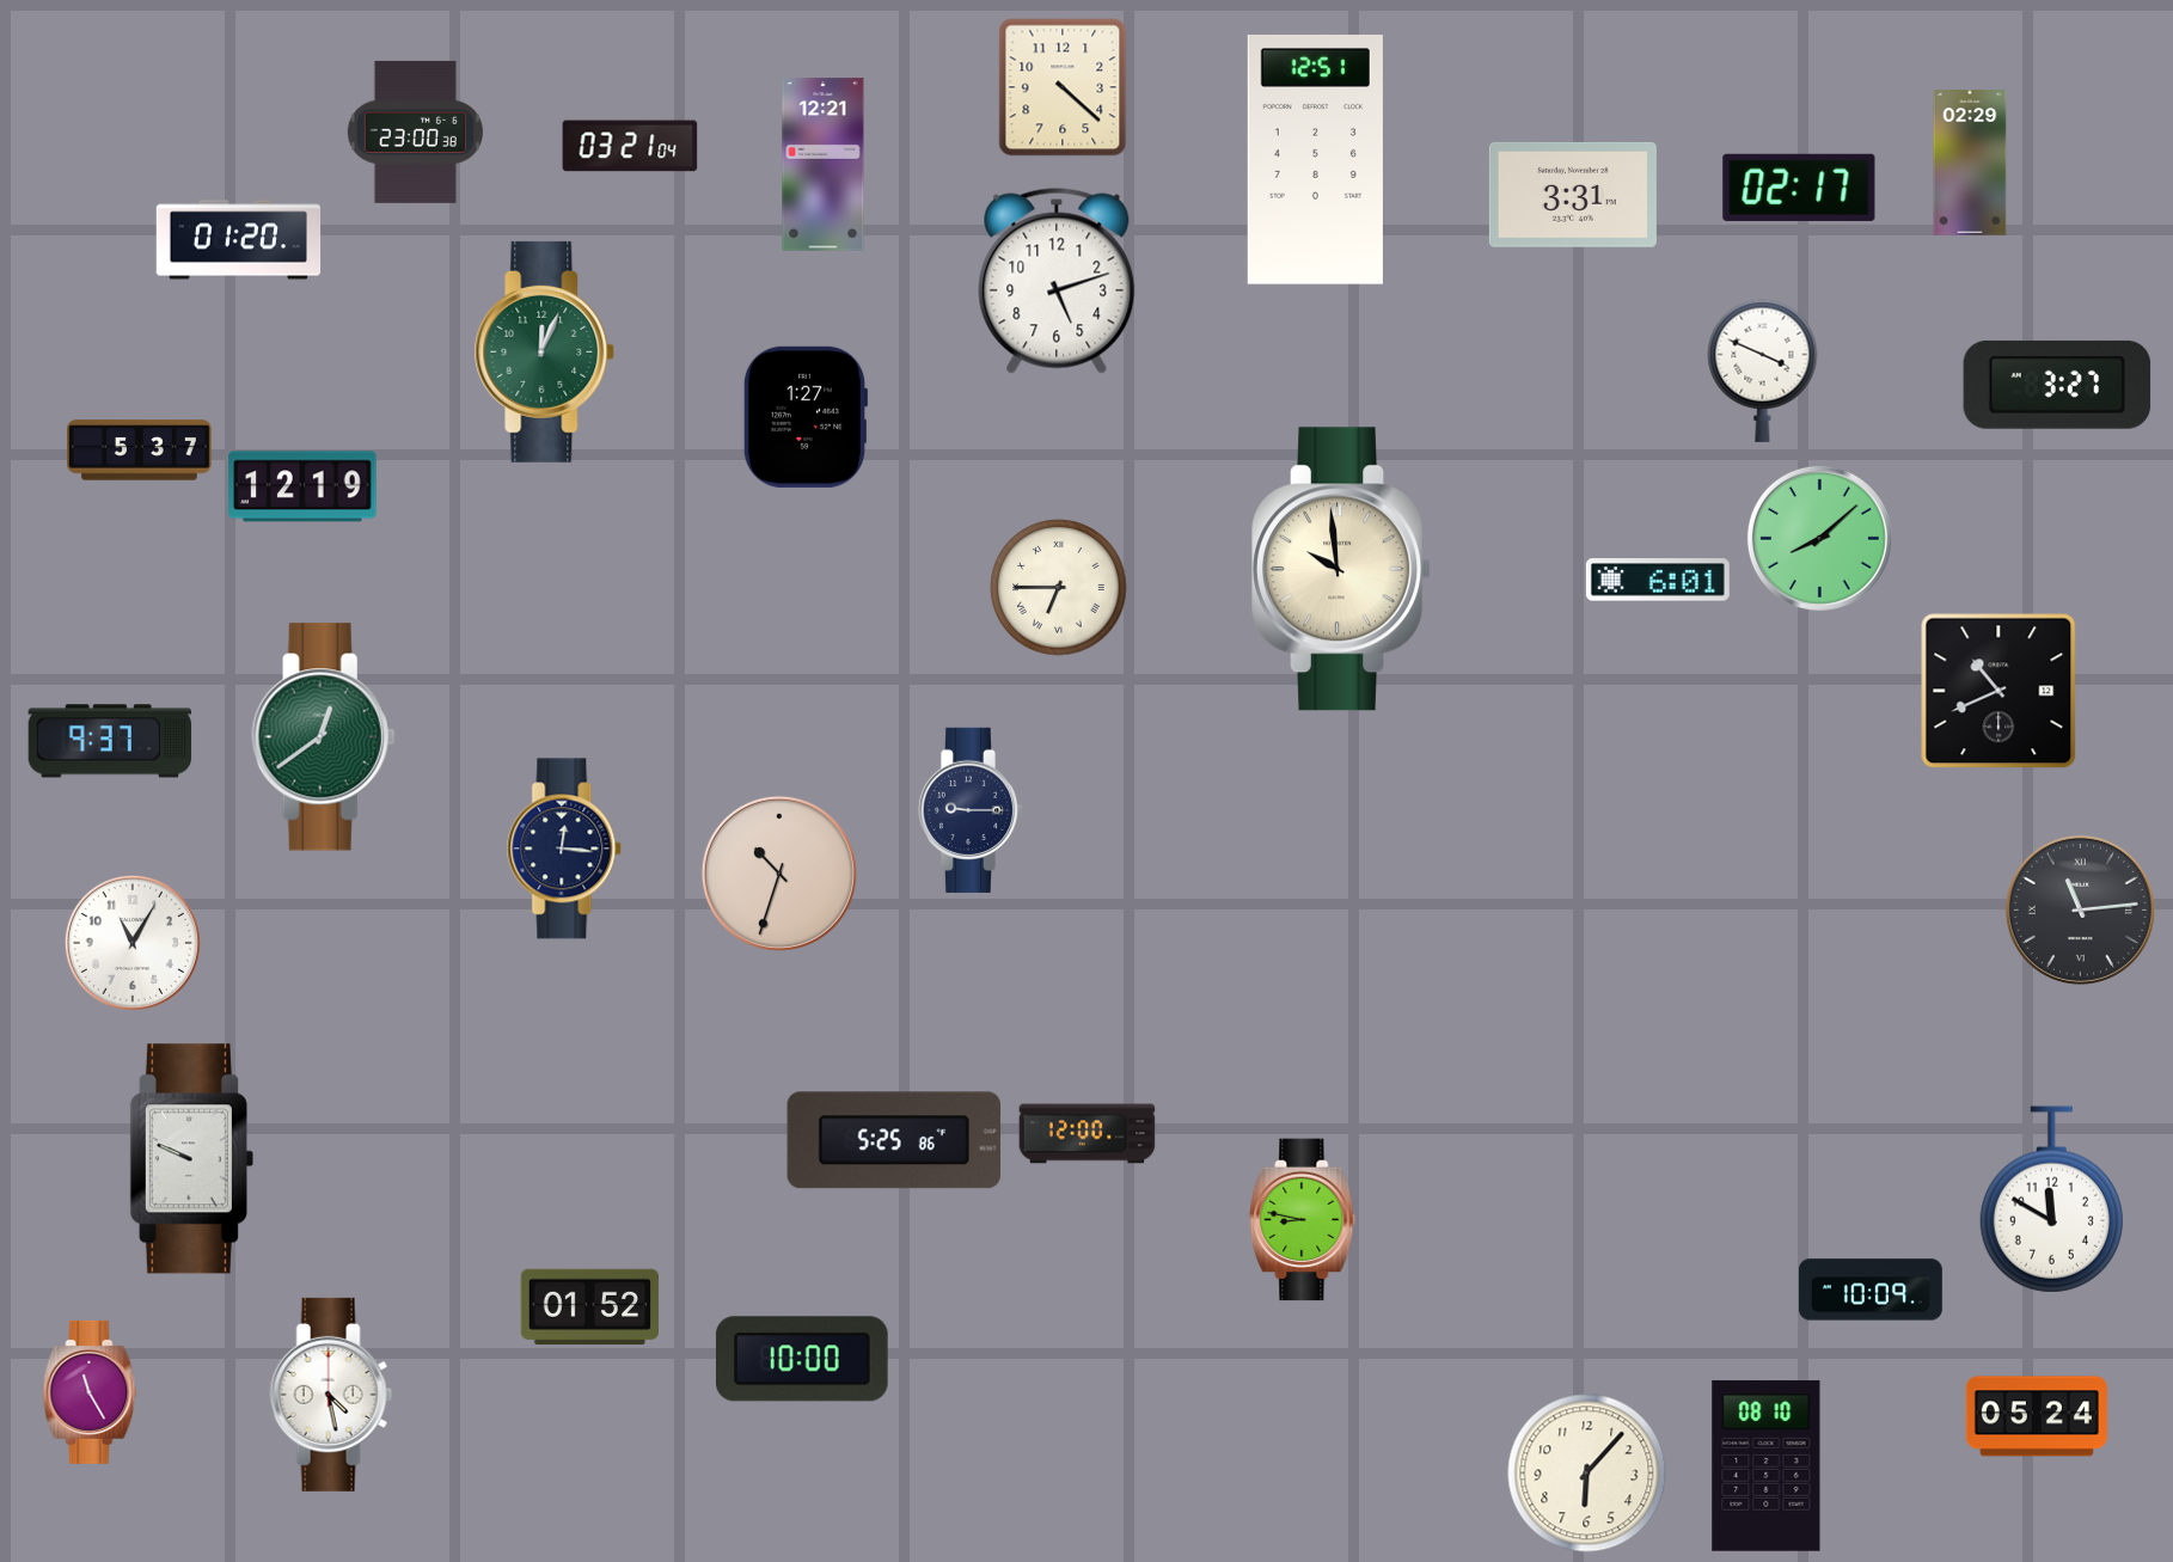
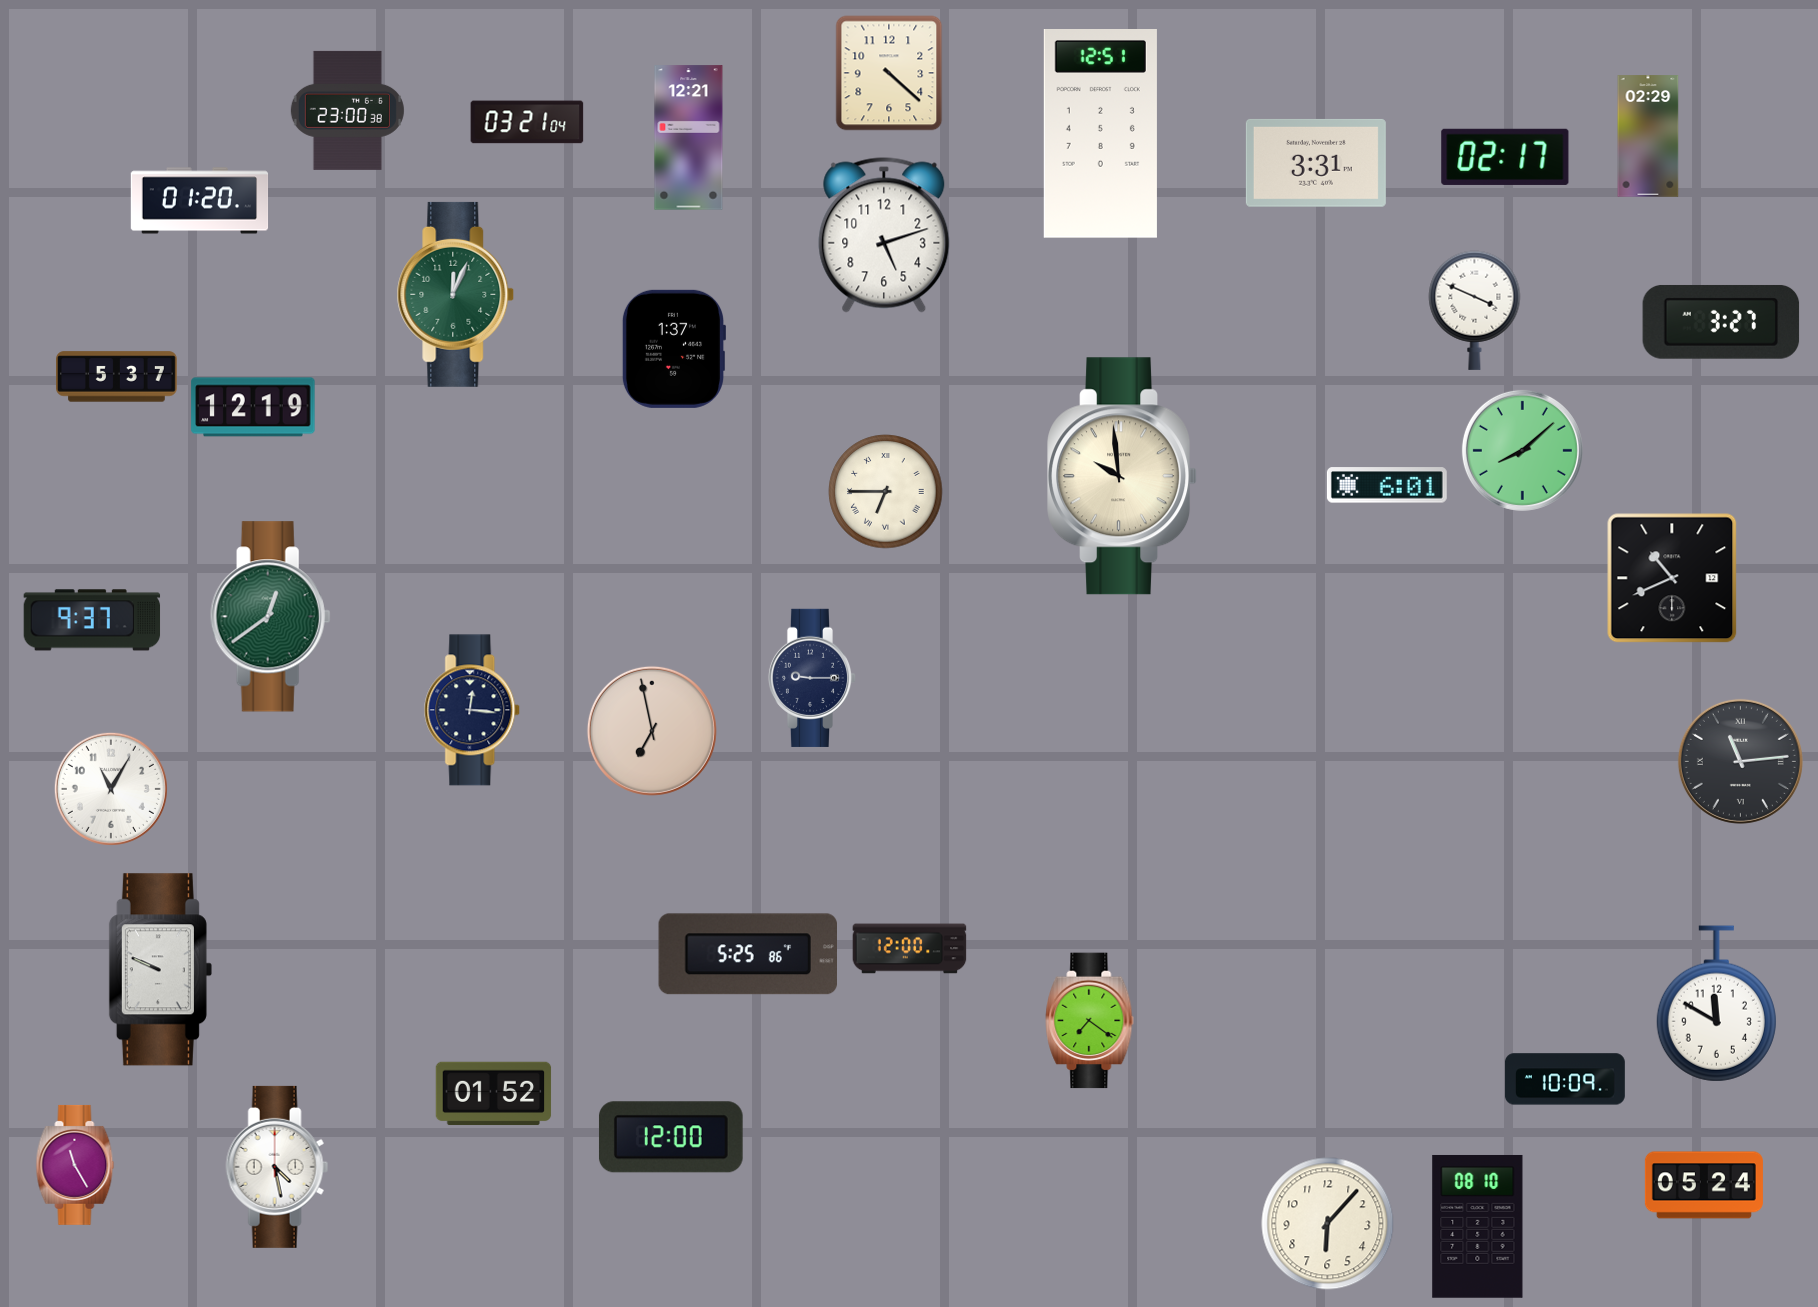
clock at (804, 417): 1:27 -> 1:37
clock at (779, 874): 10:33 -> 6:58
clock at (1303, 1220): 8:47 -> 7:21
clock at (802, 1359): 10:00 -> 12:00
clock at (1587, 1474) position: (1587, 1474) -> (1328, 1224)
